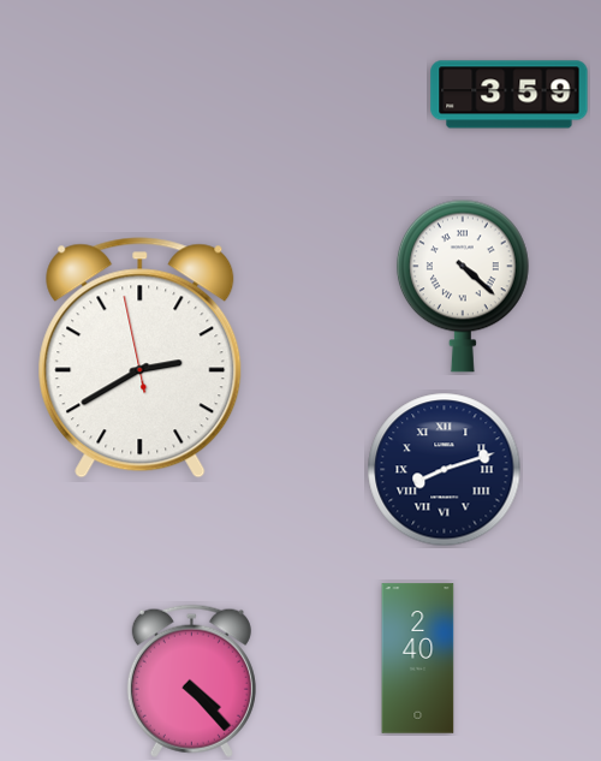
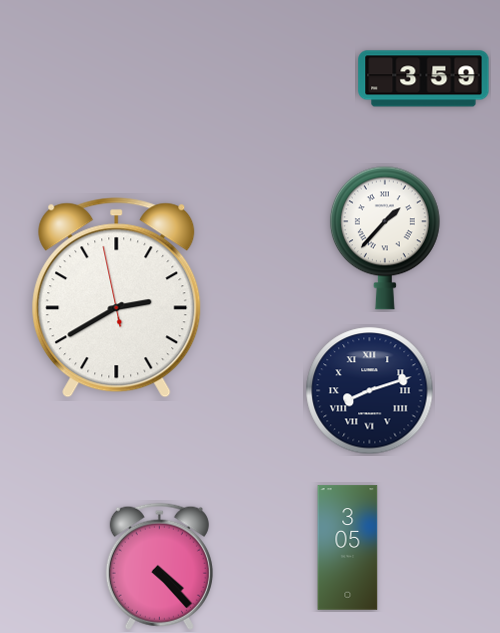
clock at (463, 286): 4:22 -> 1:37
clock at (418, 659): 2:40 -> 3:05
